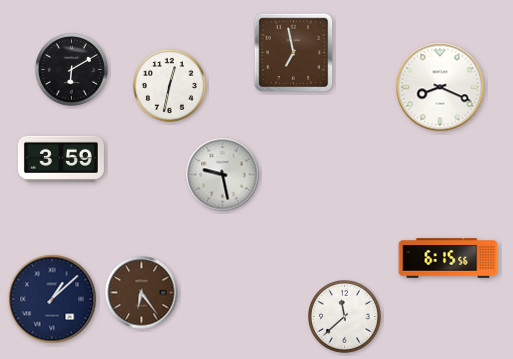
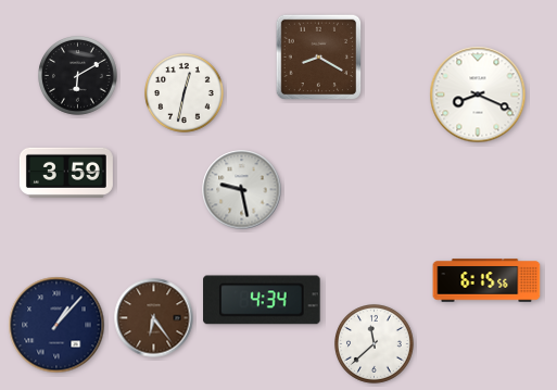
clock at (294, 53): 6:58 -> 8:20
clock at (262, 300): none -> 4:34
clock at (52, 299): 1:08 -> 1:07
